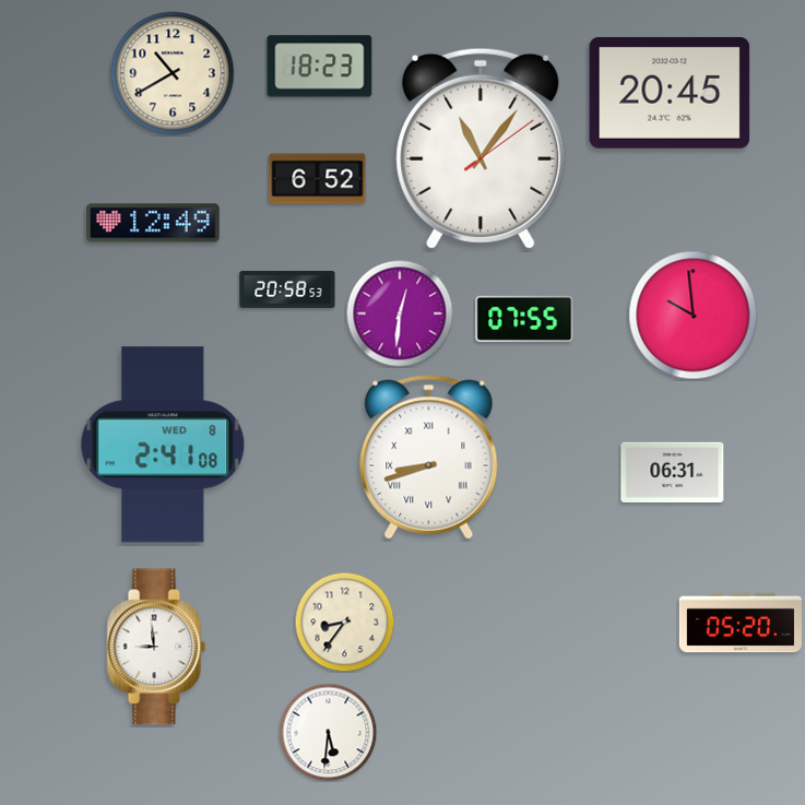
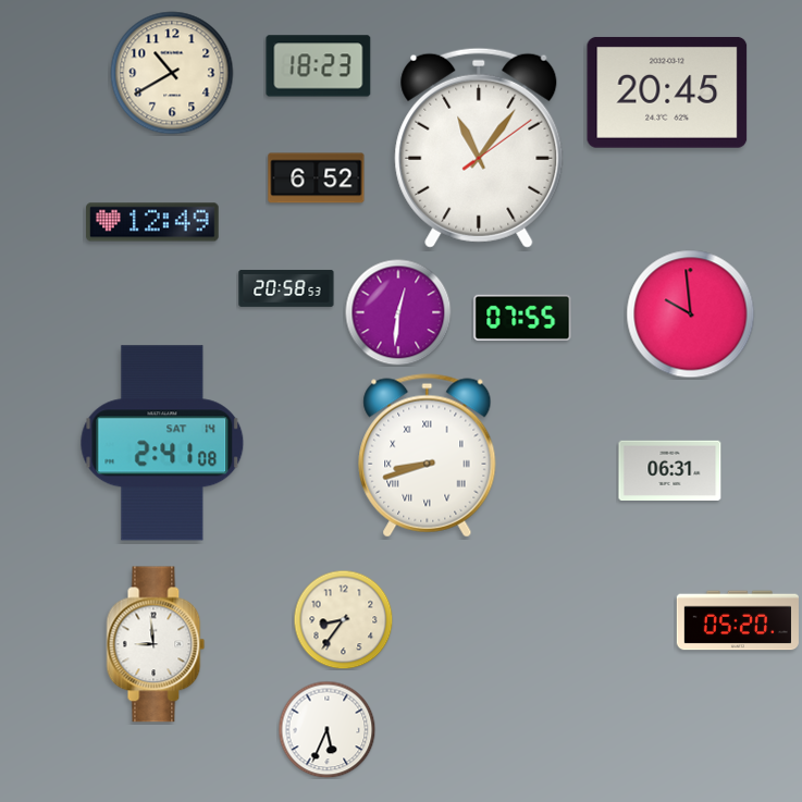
clock at (163, 445) date: WED 8 -> SAT 14
clock at (328, 732): 5:31 -> 5:34
